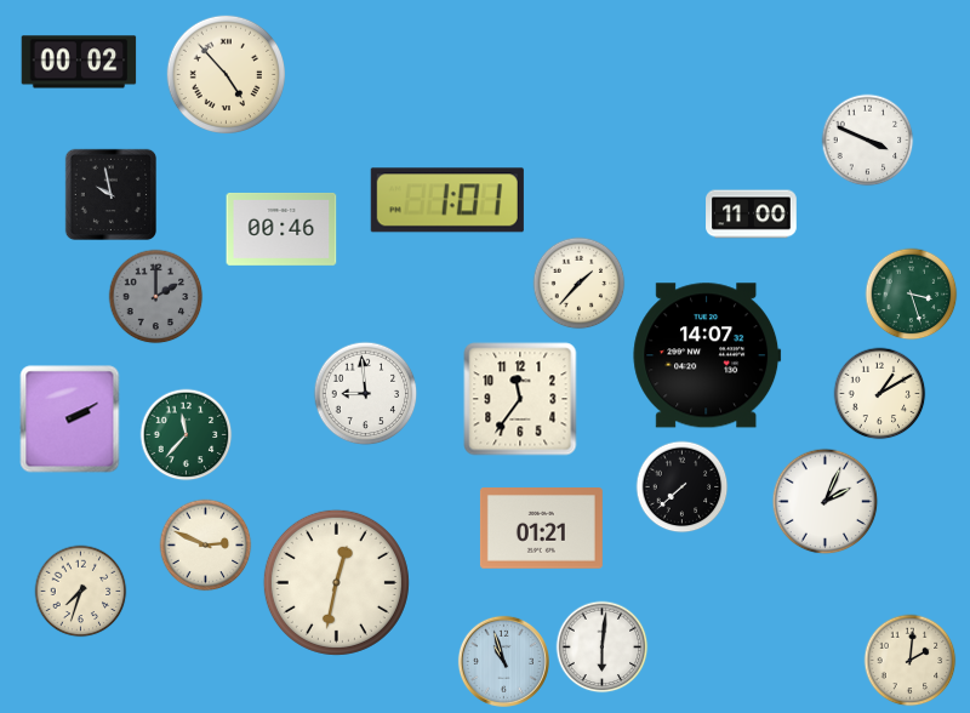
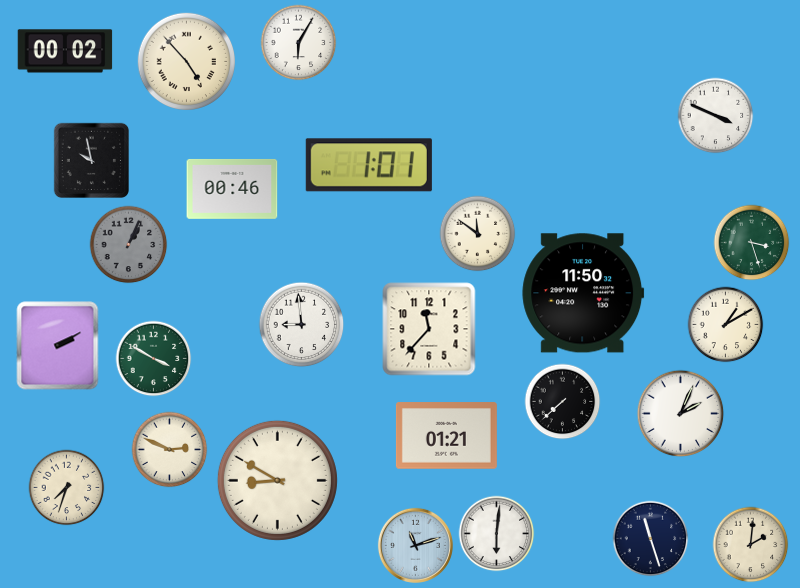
clock at (299, 43): none -> 6:05
clock at (752, 215): 11:00 -> none
clock at (580, 284): 1:37 -> 11:51
clock at (156, 297): 2:00 -> 1:04
clock at (707, 355): 14:07 -> 11:50
clock at (520, 399): 11:36 -> 11:37
clock at (187, 435): 11:37 -> 3:50
clock at (336, 582): 12:32 -> 8:50
clock at (651, 539): none -> 11:27
clock at (503, 661): 10:57 -> 11:12
